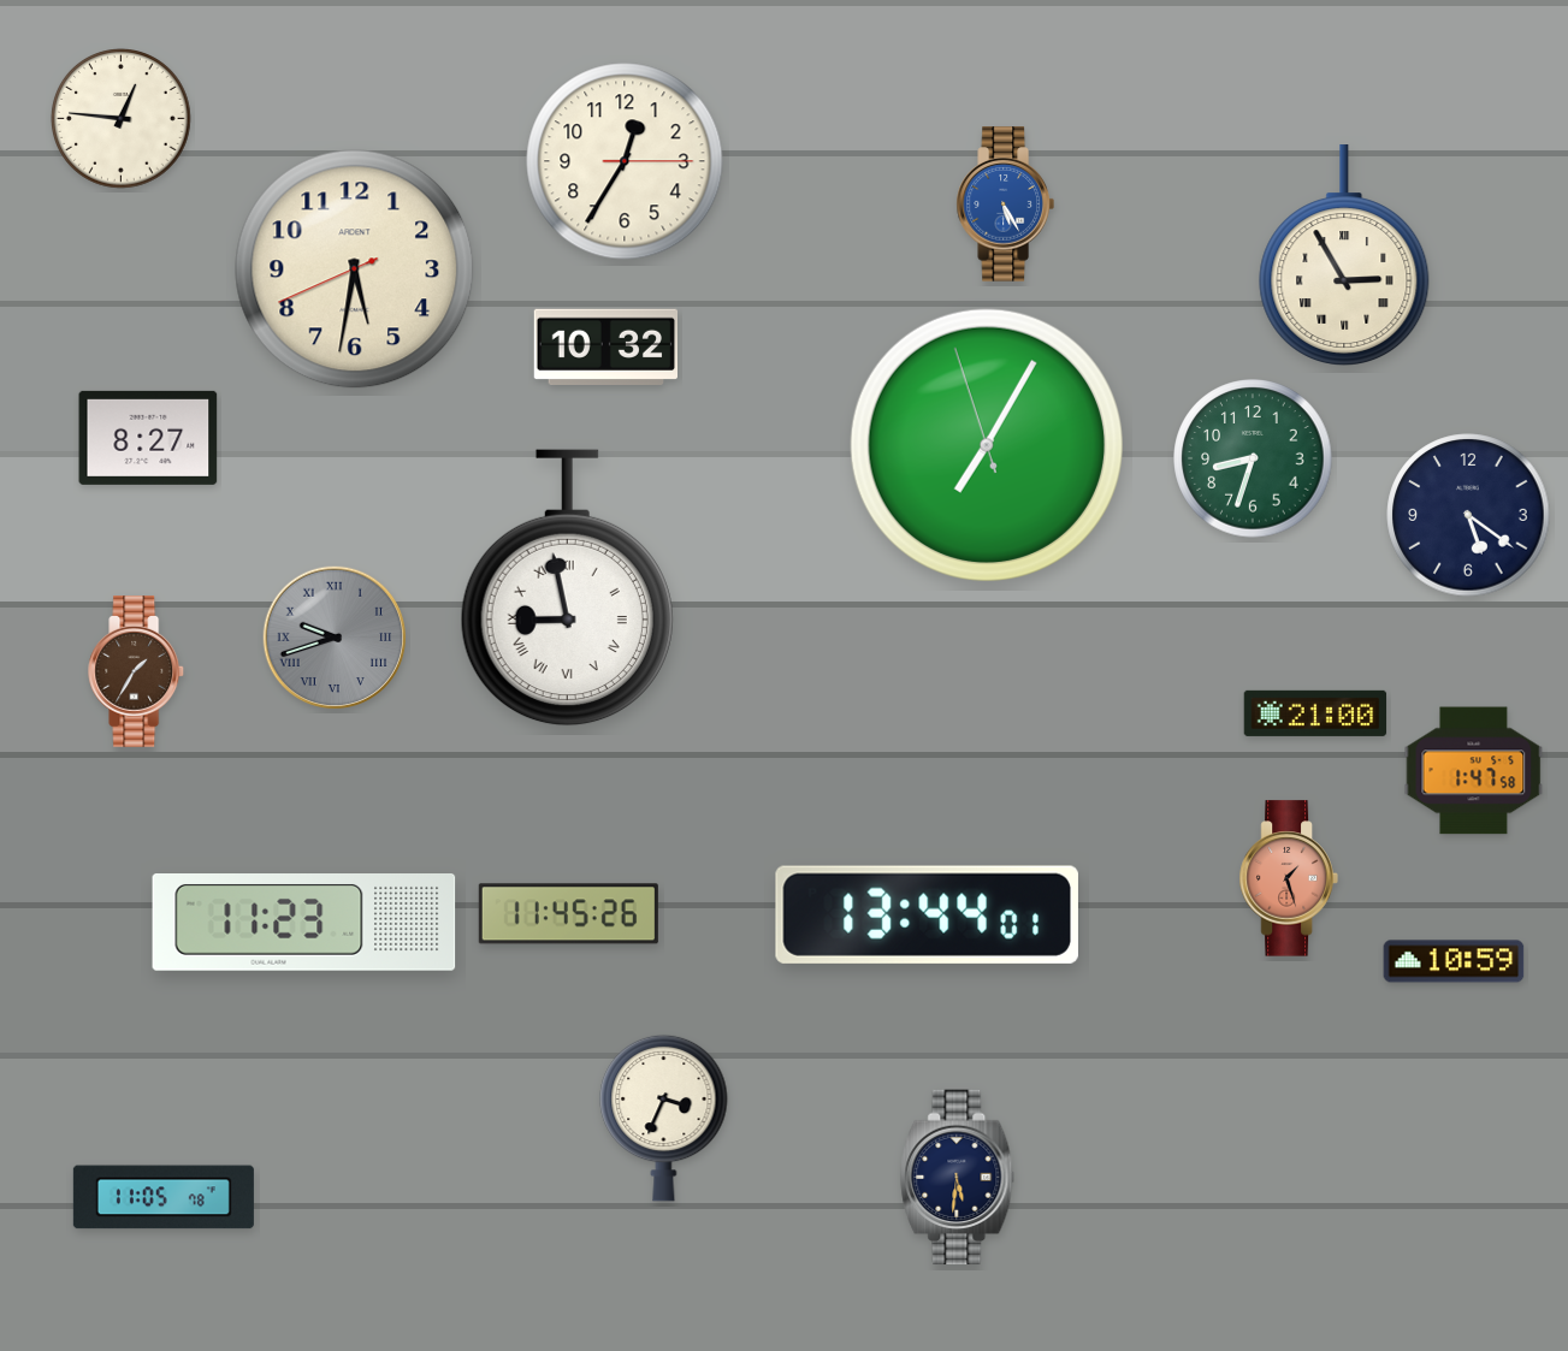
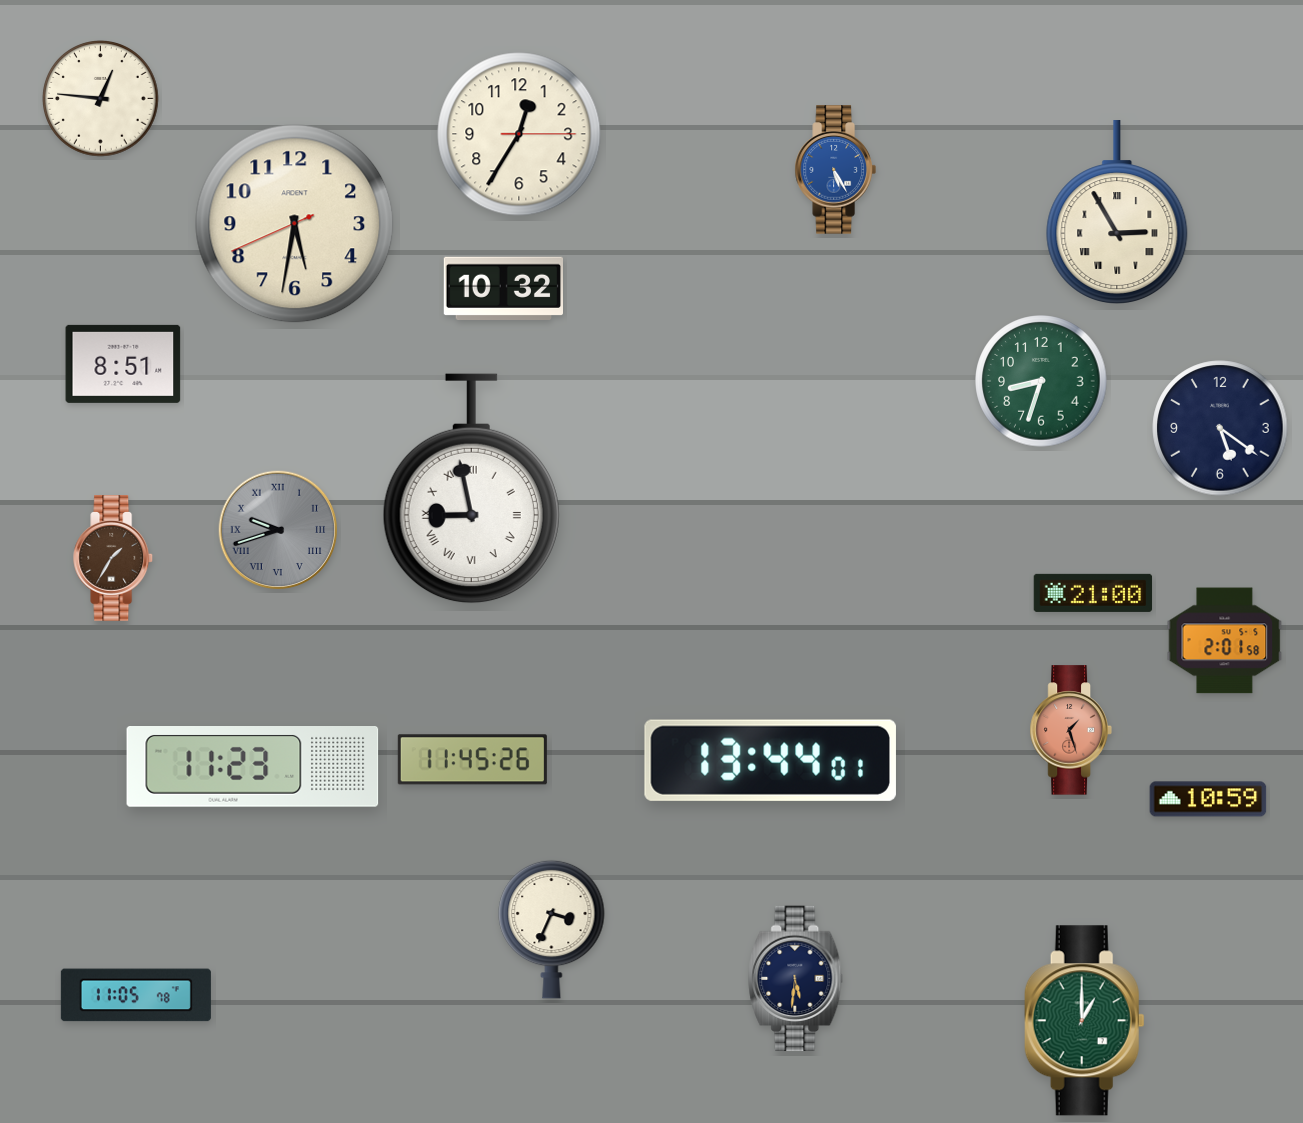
clock at (148, 438): 8:27 -> 8:51
clock at (986, 444): 7:04 -> none
clock at (1474, 771): 1:47 -> 2:01
clock at (1084, 1021): none -> 1:00
